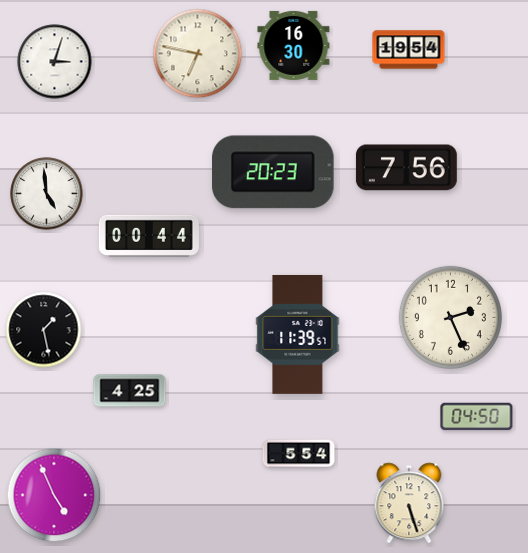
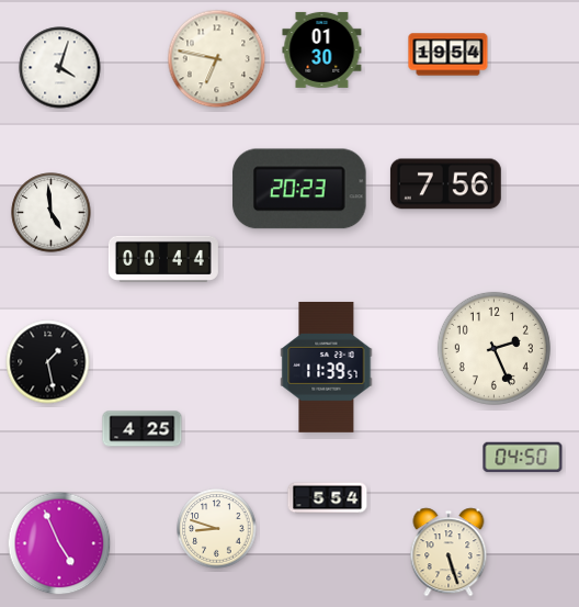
clock at (294, 45): 16:30 -> 01:30
clock at (55, 62): 3:03 -> 4:03
clock at (217, 529): none -> 8:48
